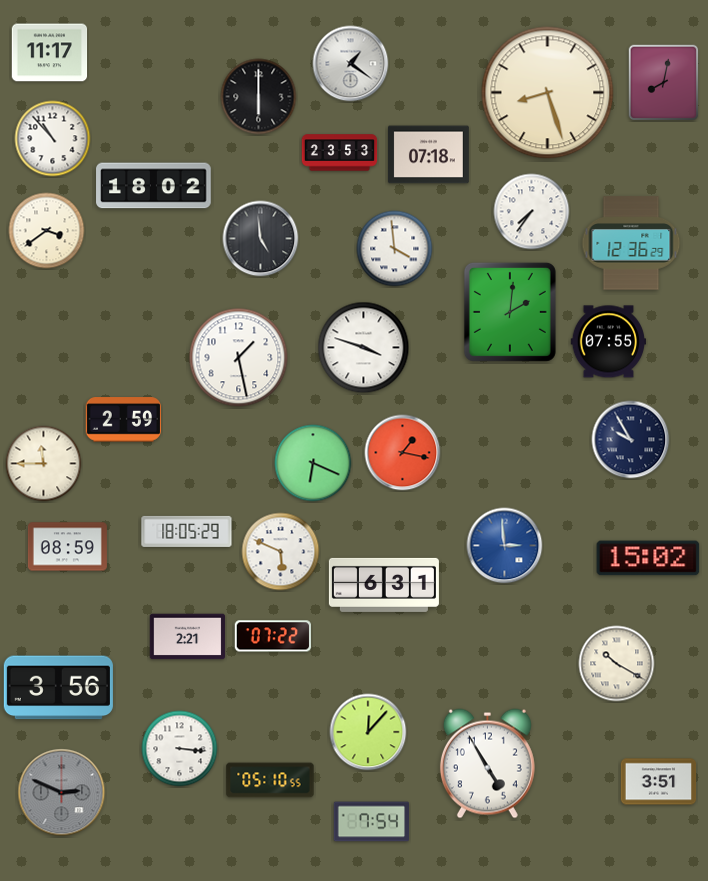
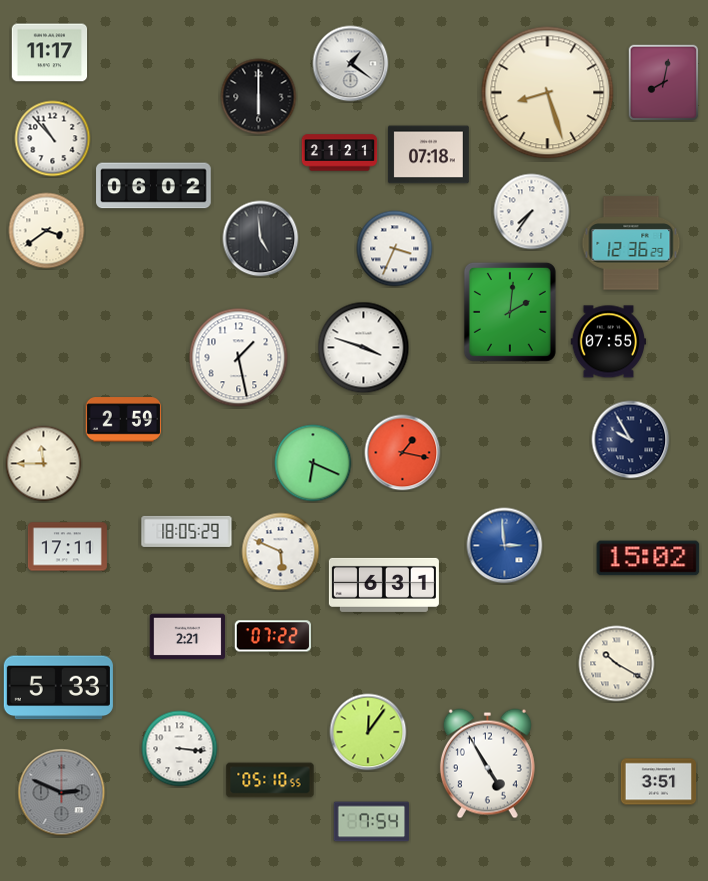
clock at (340, 153): 23:53 -> 21:21
clock at (154, 186): 18:02 -> 06:02
clock at (395, 249): 3:59 -> 3:34
clock at (67, 547): 08:59 -> 17:11
clock at (58, 688): 3:56 -> 5:33
clock at (368, 732): 12:07 -> 12:06
